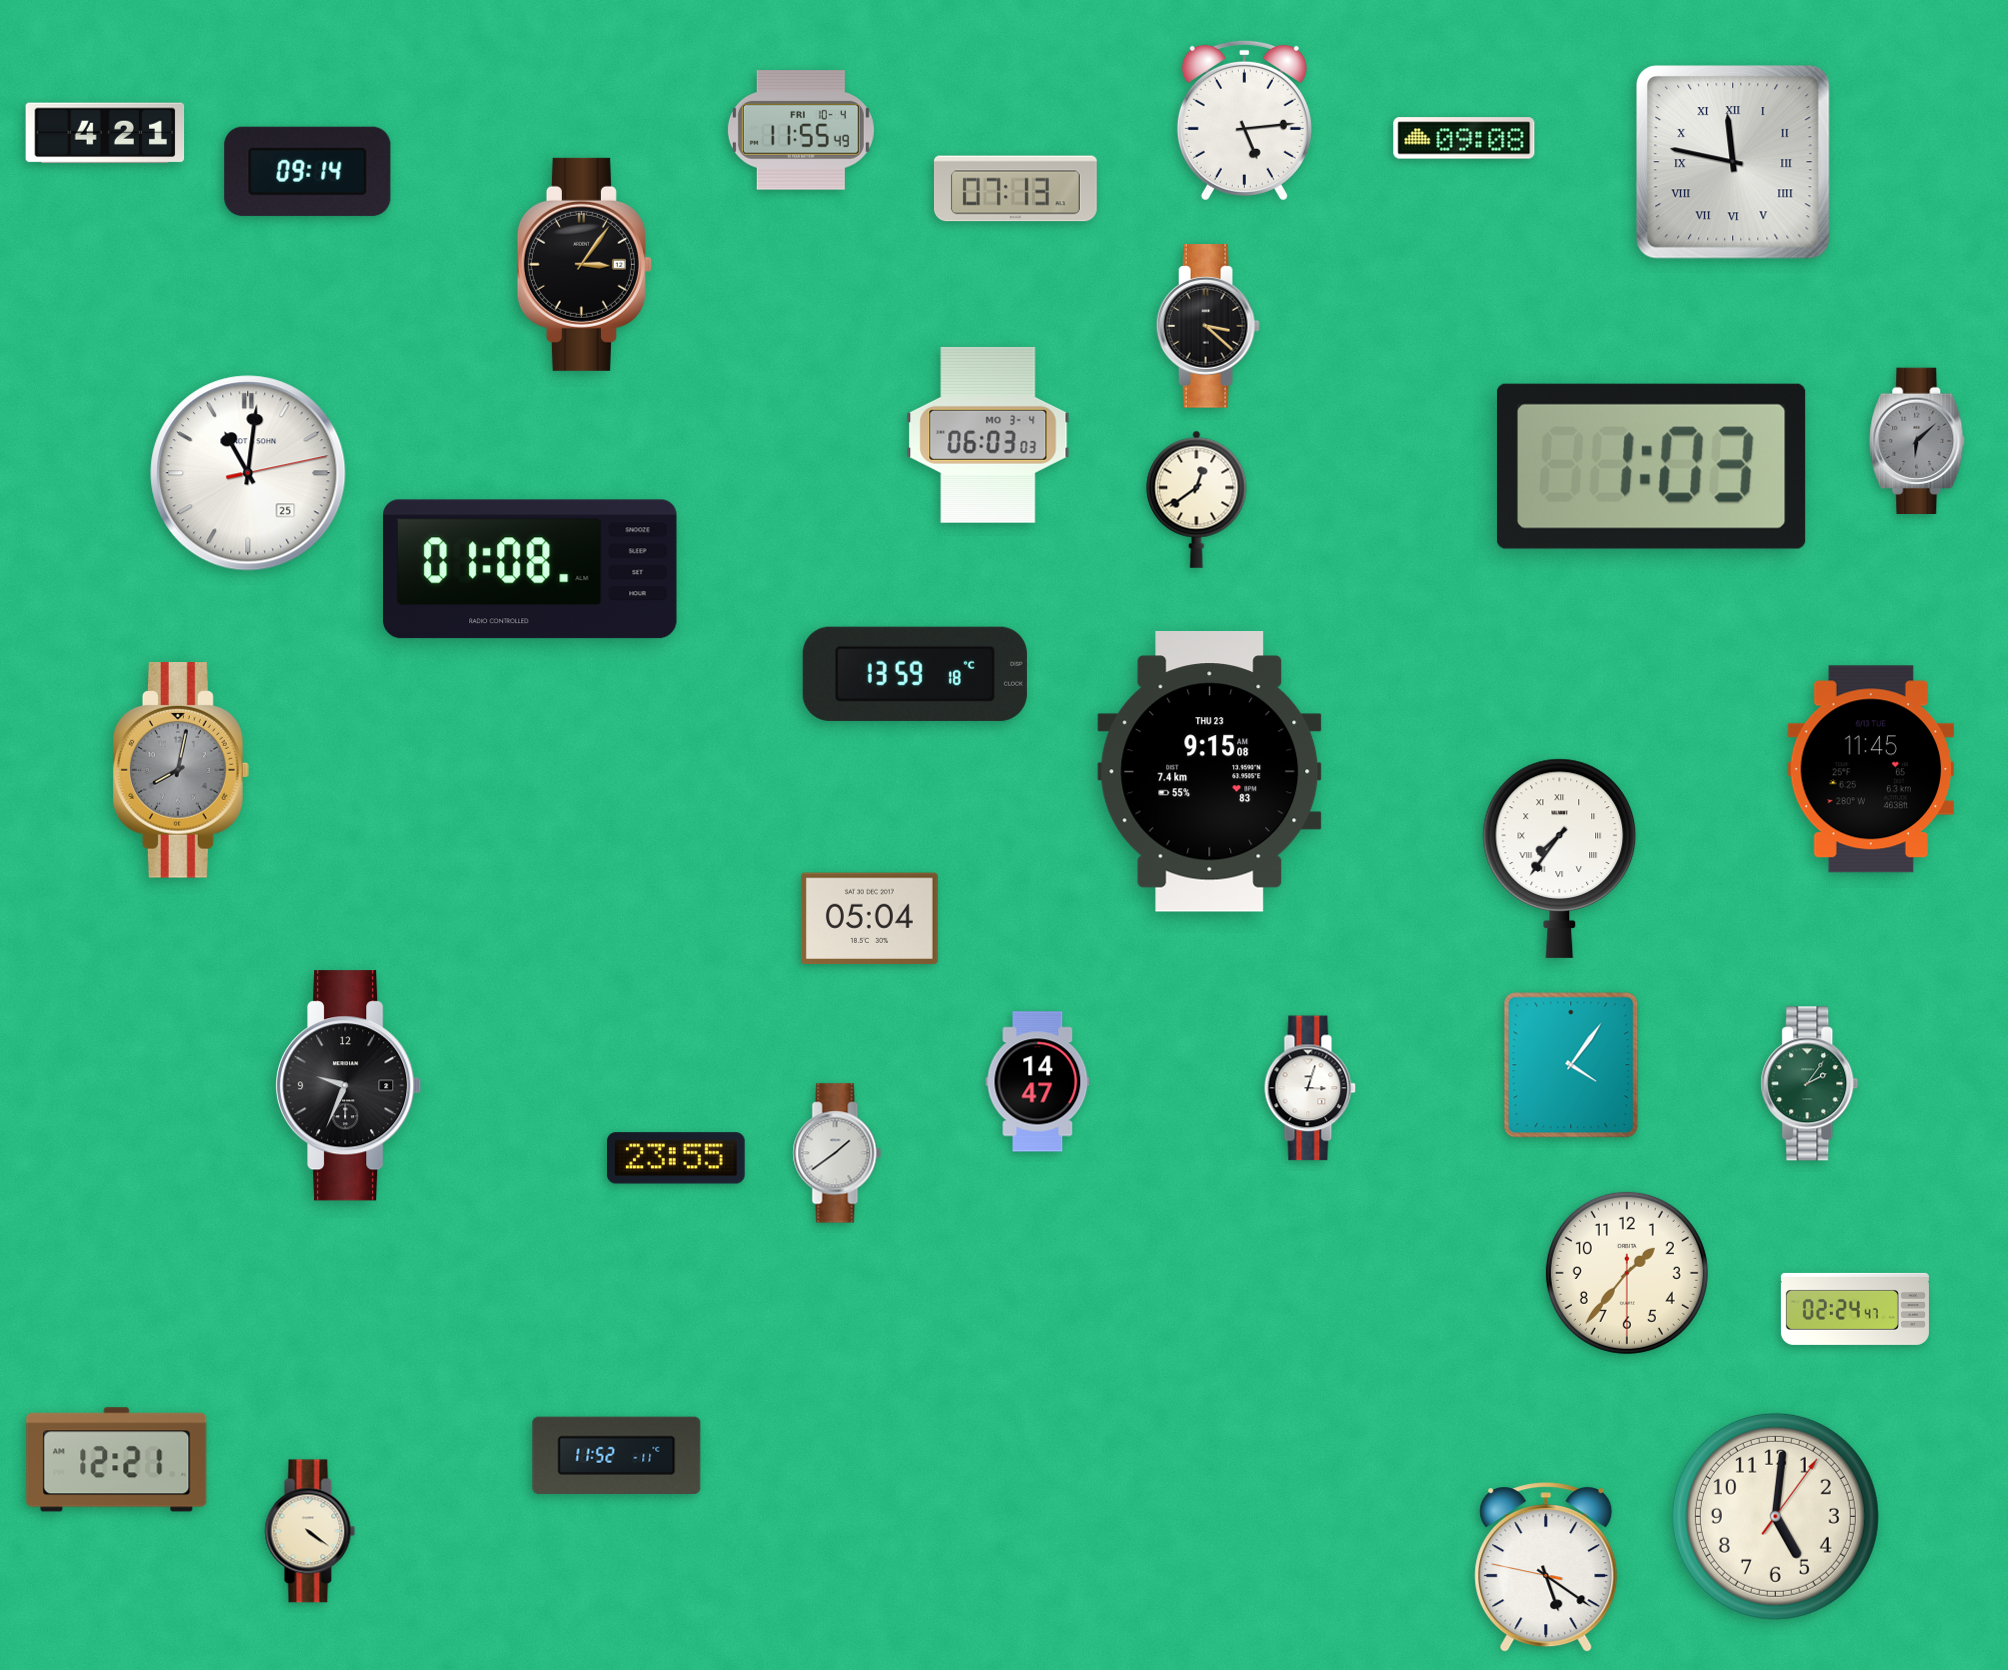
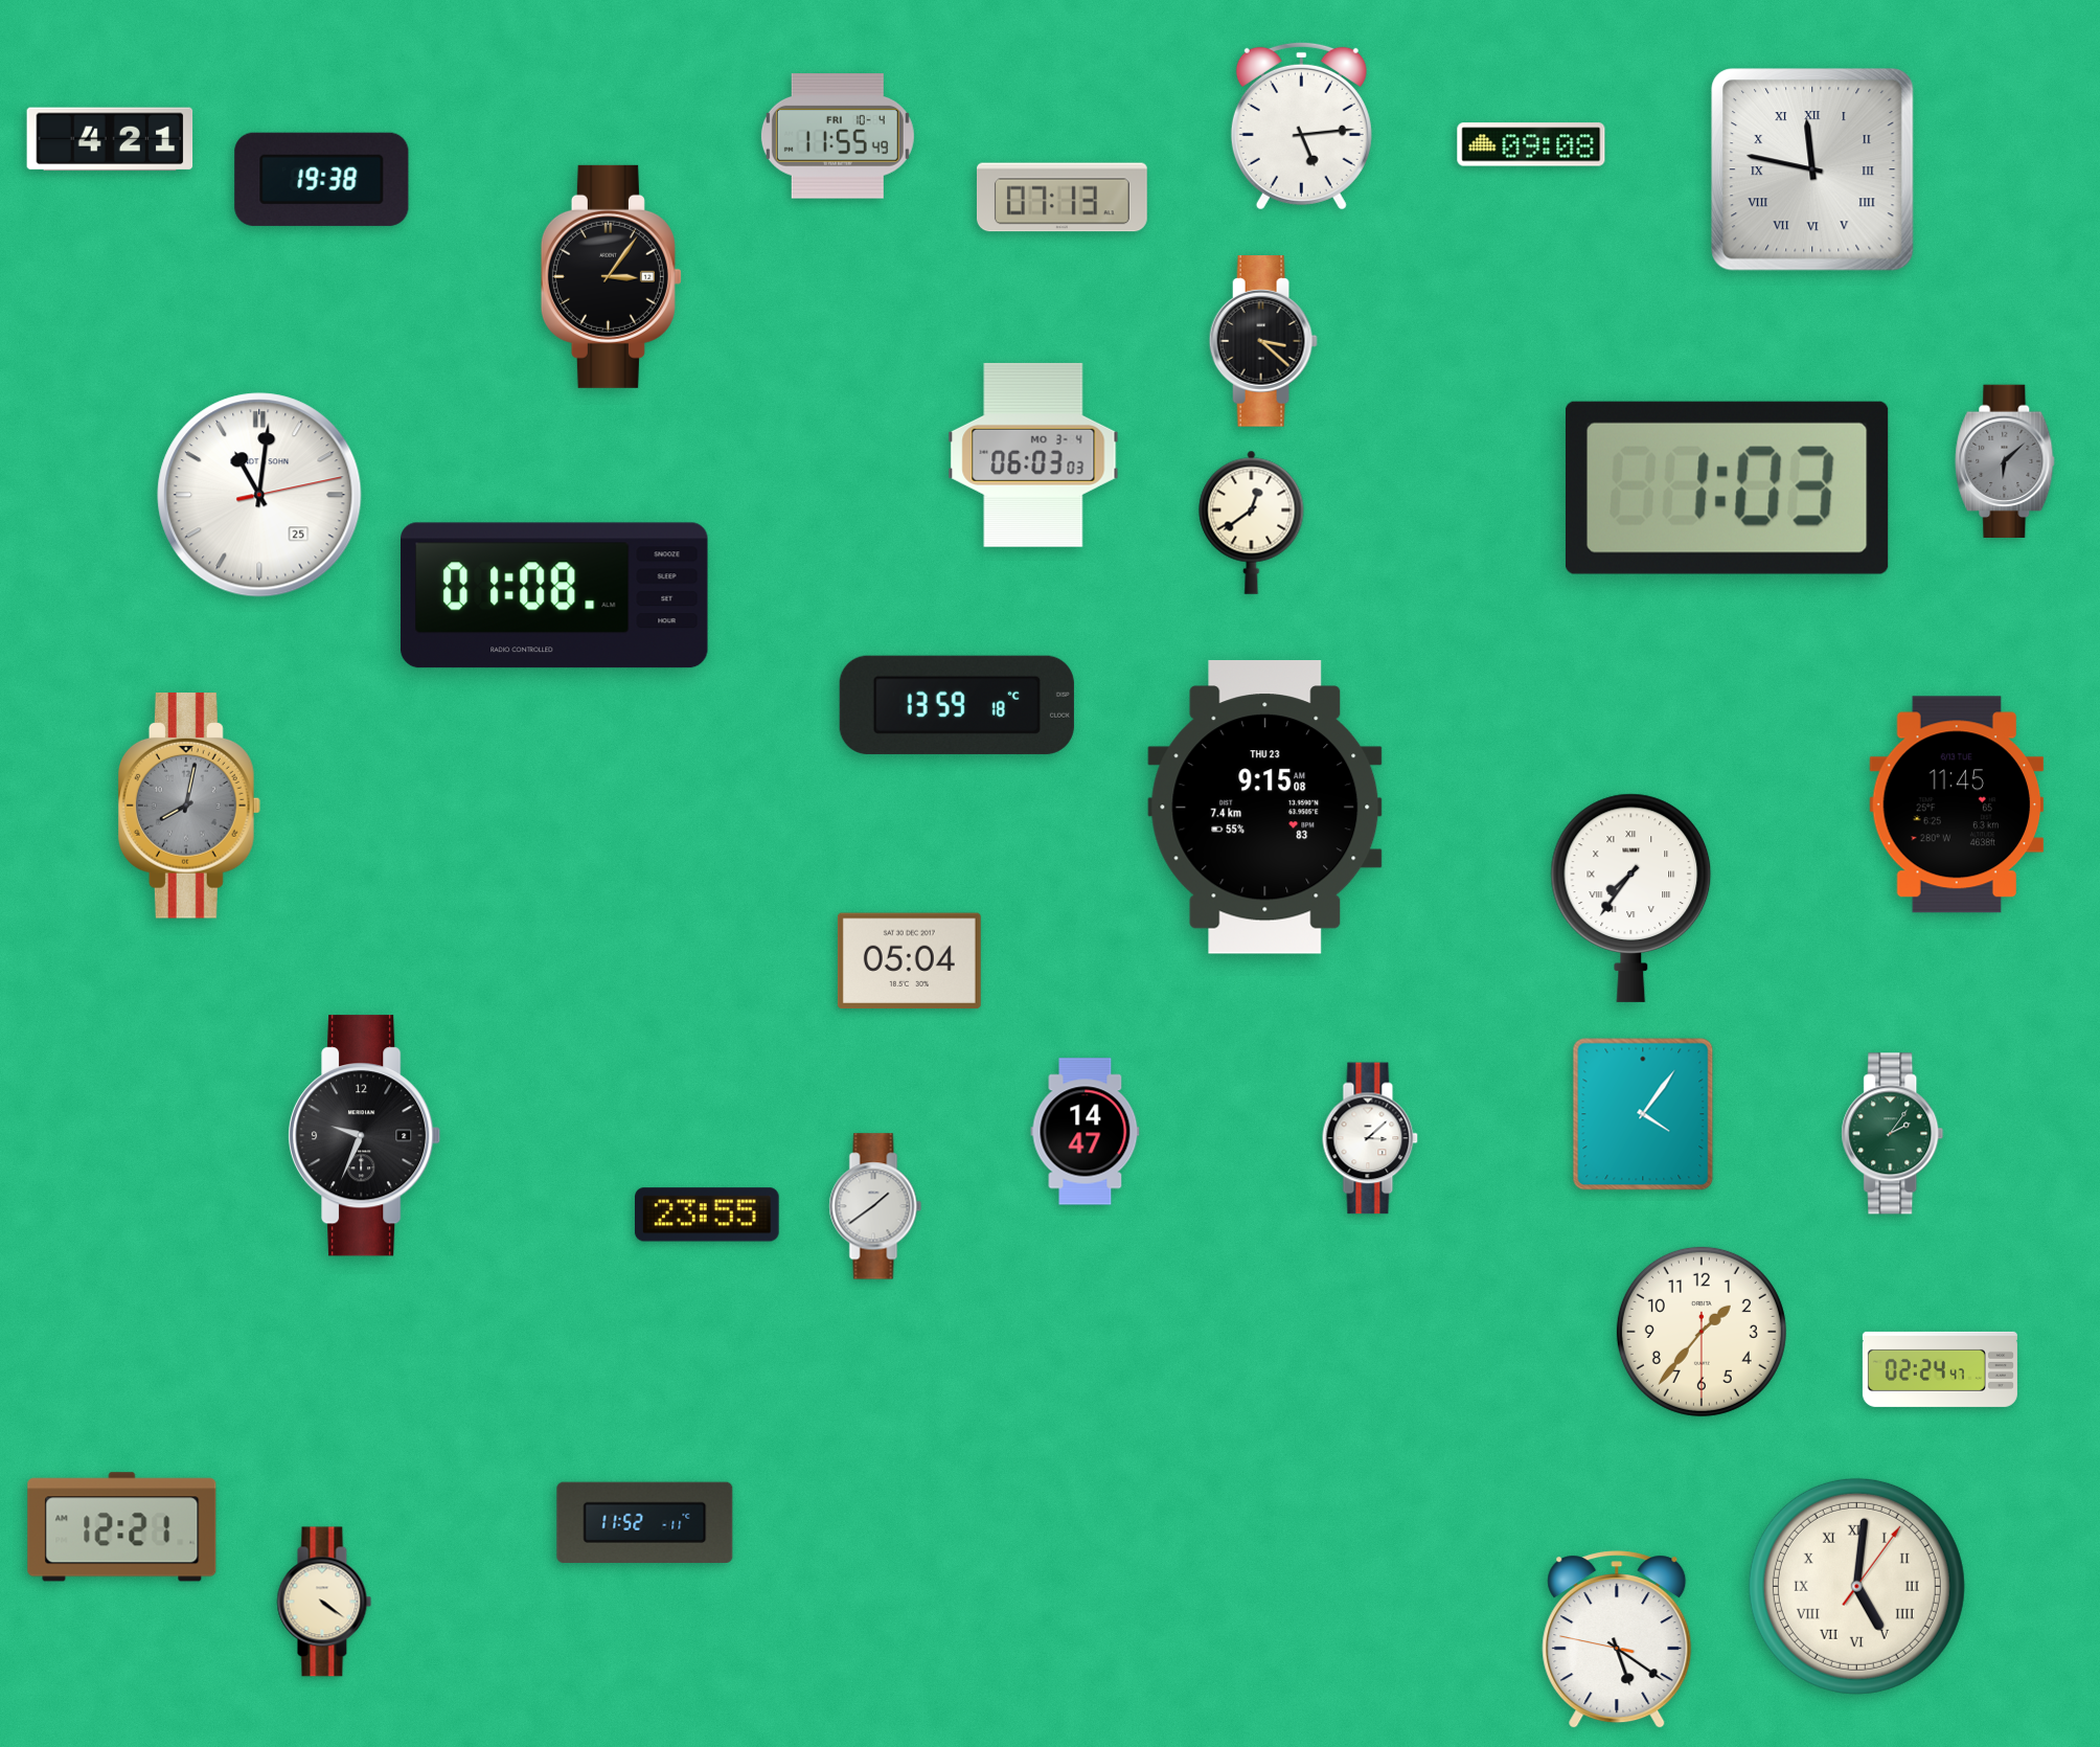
clock at (308, 171): 09:14 -> 19:38
clock at (1310, 1088): 3:03 -> 3:08
clock at (677, 1158) position: (677, 1158) -> (708, 1215)
clock at (1775, 1516) numerals: Arabic -> Roman
